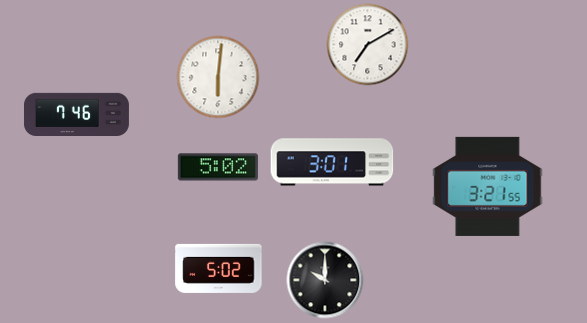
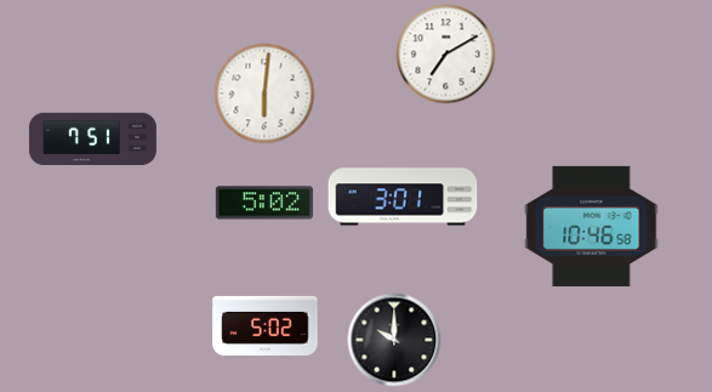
clock at (76, 114): 7:46 -> 7:51
clock at (488, 186): 3:21 -> 10:46
